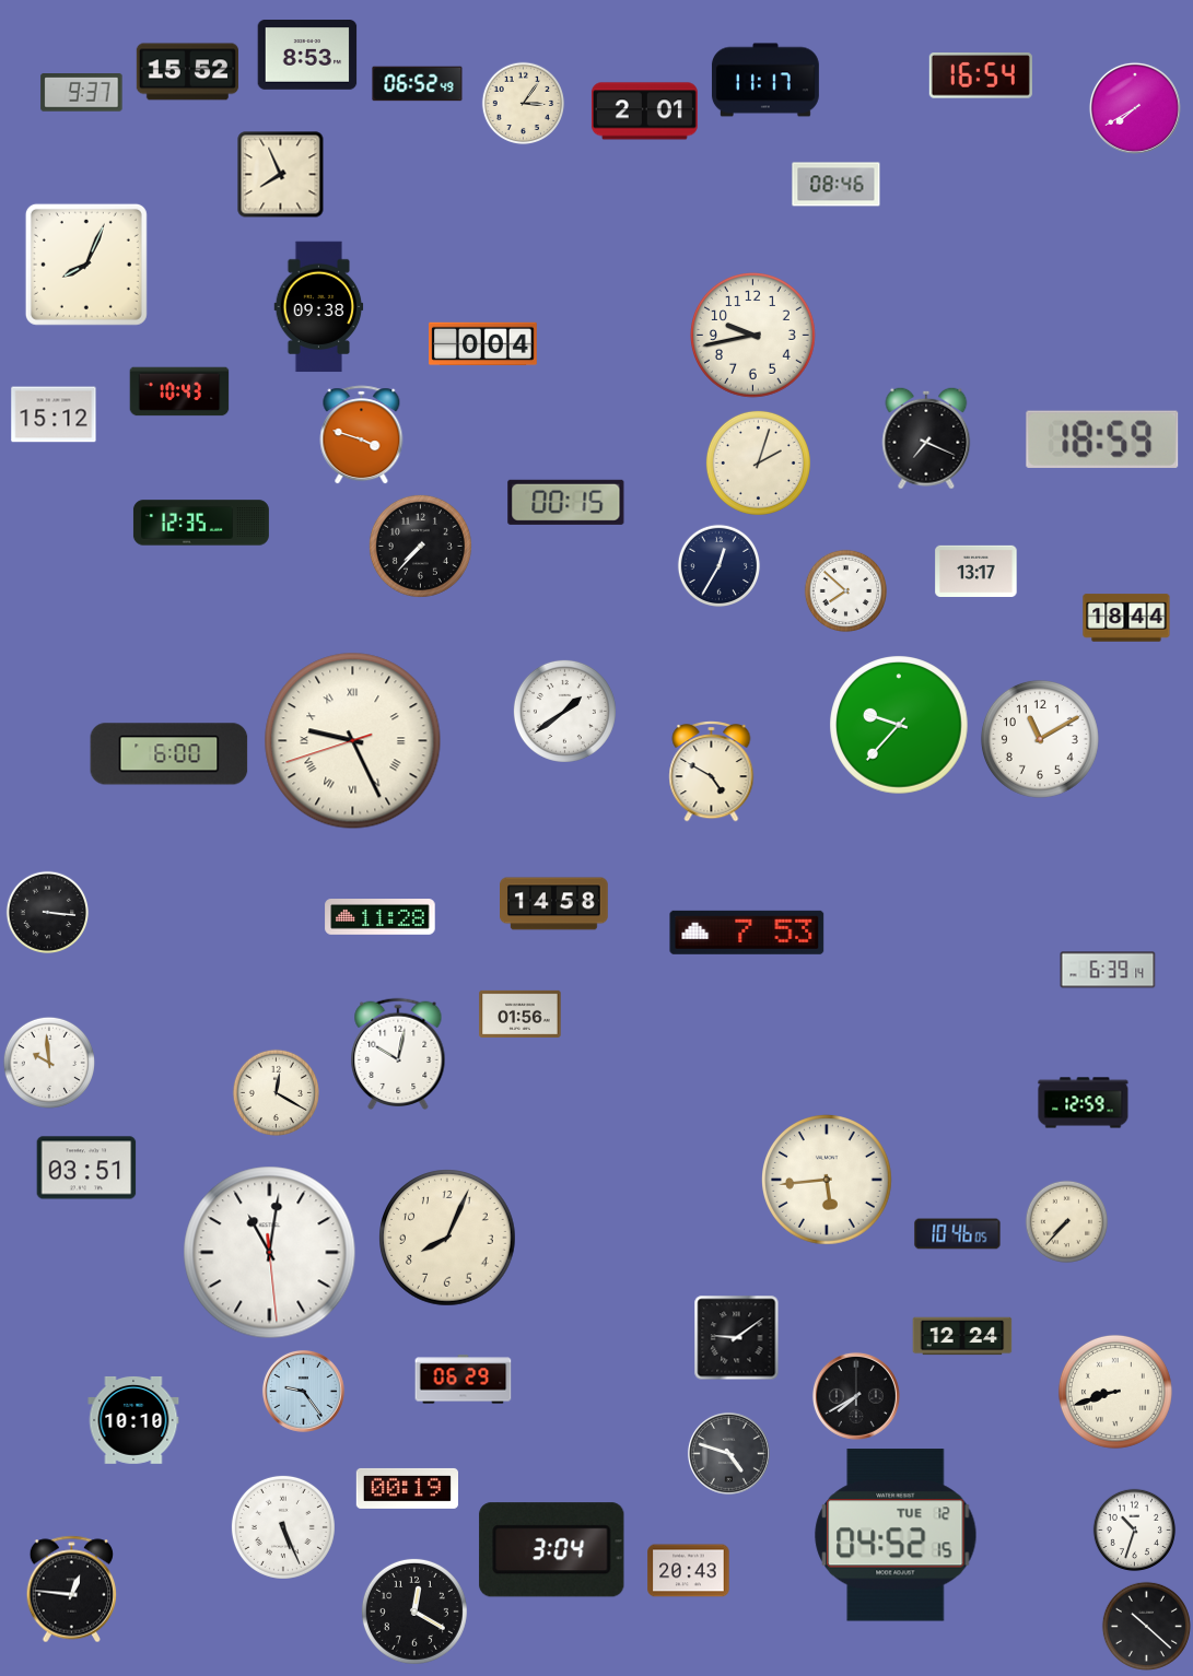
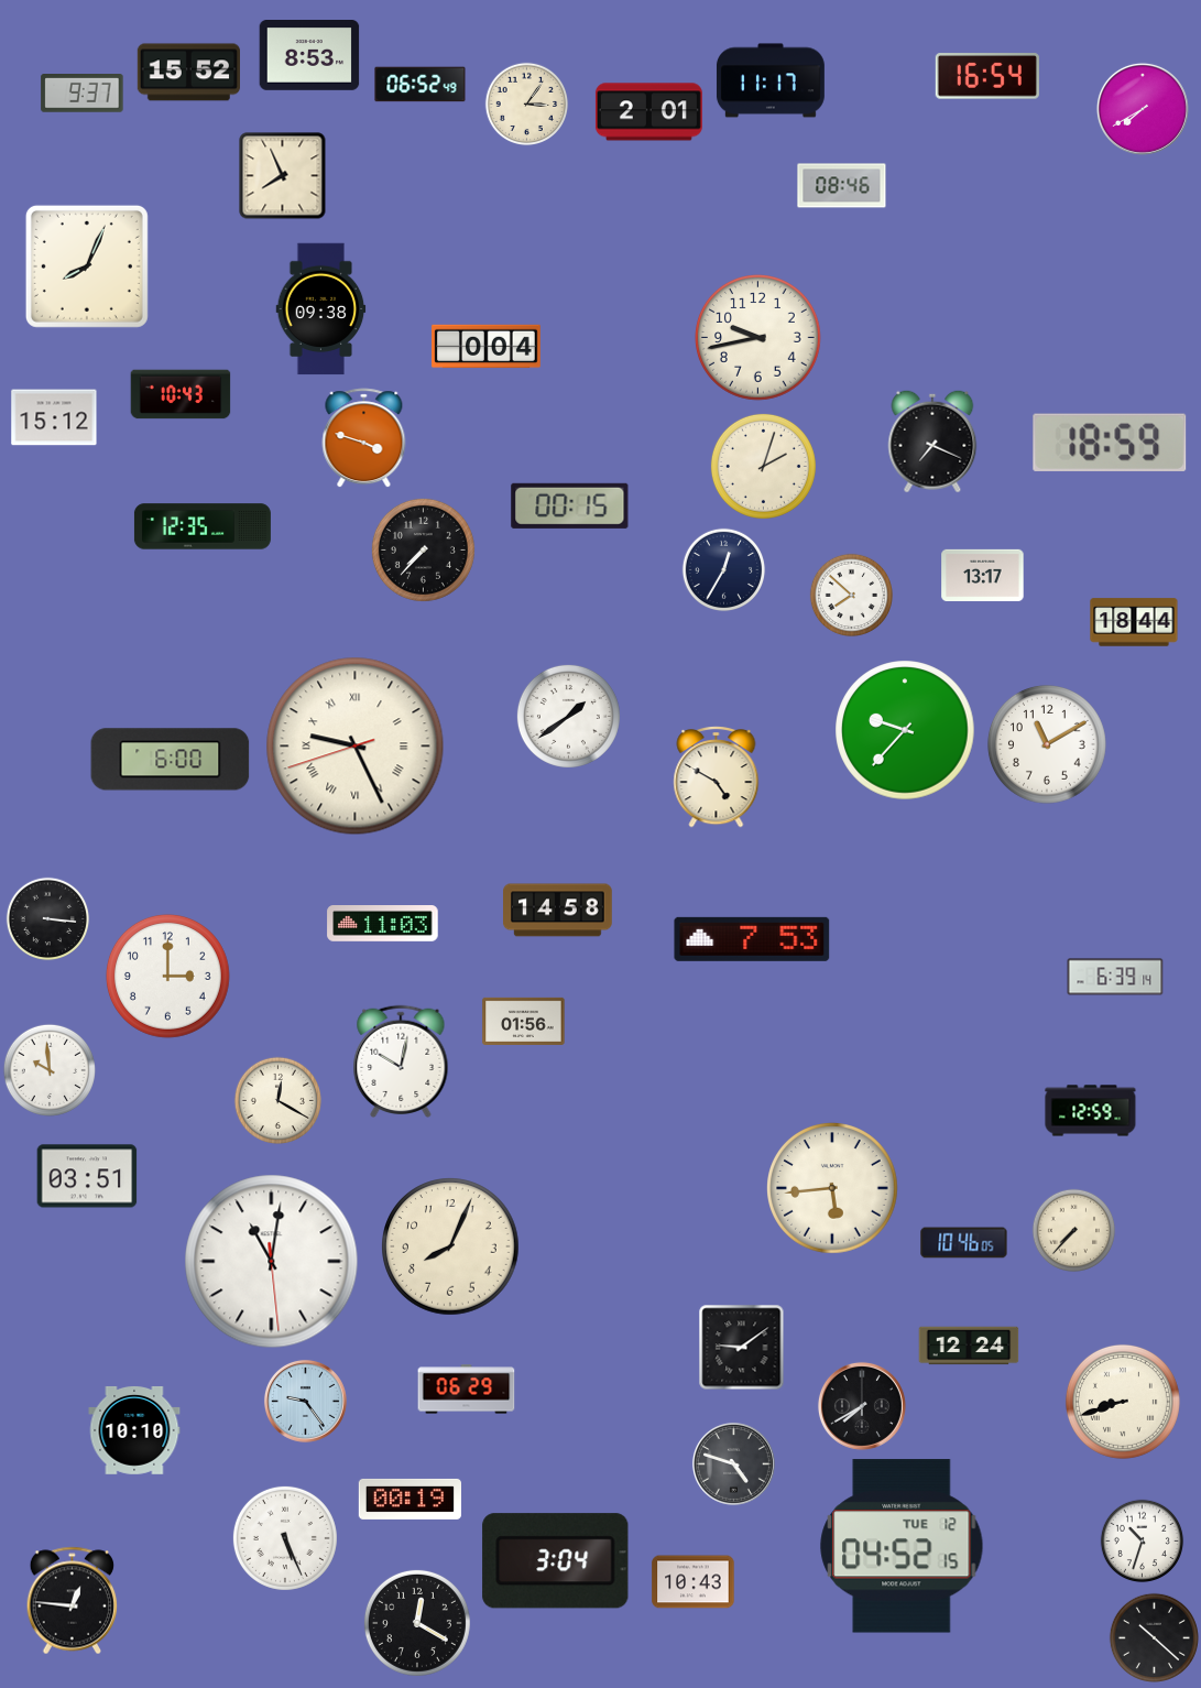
clock at (381, 917): 11:28 -> 11:03
clock at (167, 977): none -> 3:00
clock at (689, 1571): 20:43 -> 10:43
